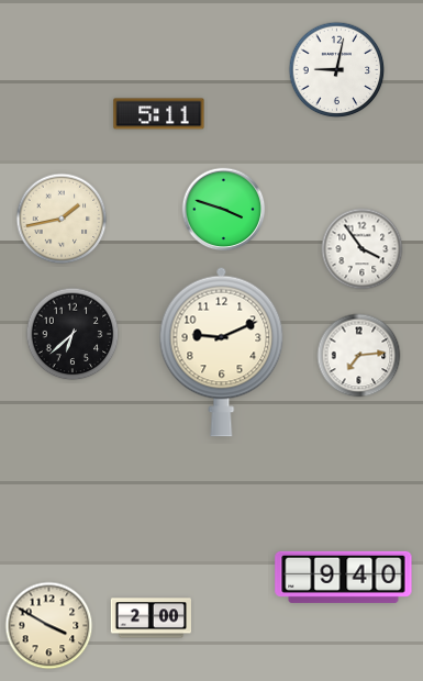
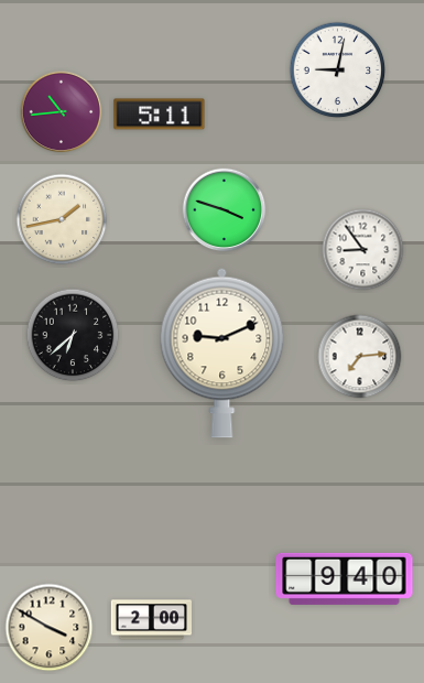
clock at (62, 112): none -> 10:44
clock at (363, 249): 3:54 -> 8:54
